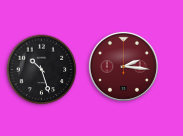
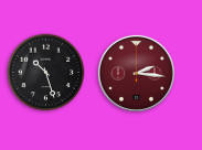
clock at (42, 70) position: (42, 70) -> (46, 73)
